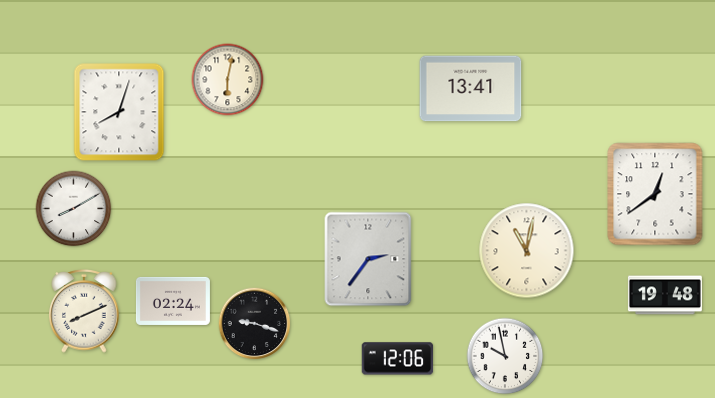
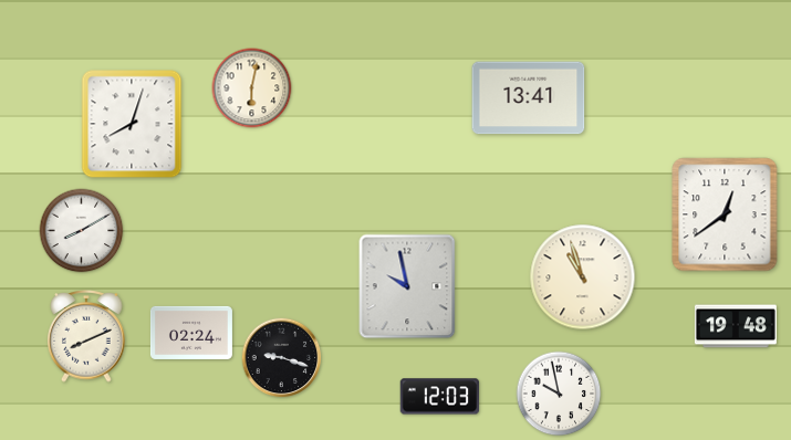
clock at (471, 89) position: (471, 89) -> (529, 98)
clock at (527, 251): 11:02 -> 10:57
clock at (368, 259): 2:36 -> 9:58
clock at (84, 312) position: (84, 312) -> (86, 337)
clock at (398, 359): 12:06 -> 12:03
